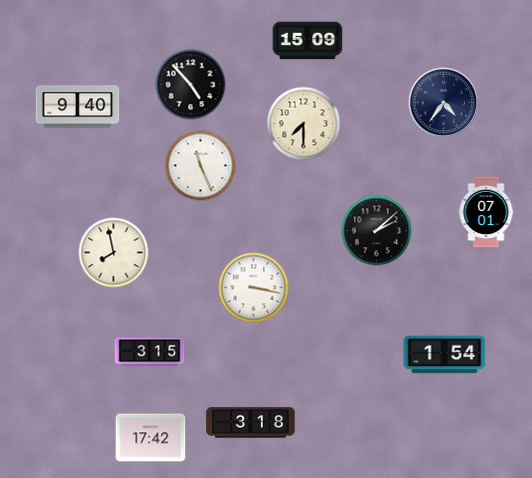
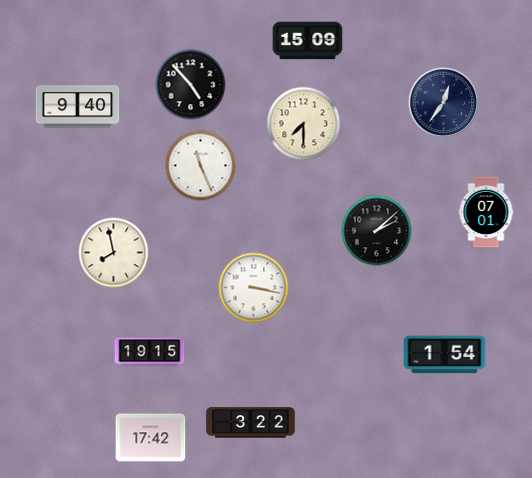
clock at (444, 103): 4:36 -> 12:36
clock at (150, 352): 3:15 -> 19:15
clock at (251, 423): 3:18 -> 3:22
